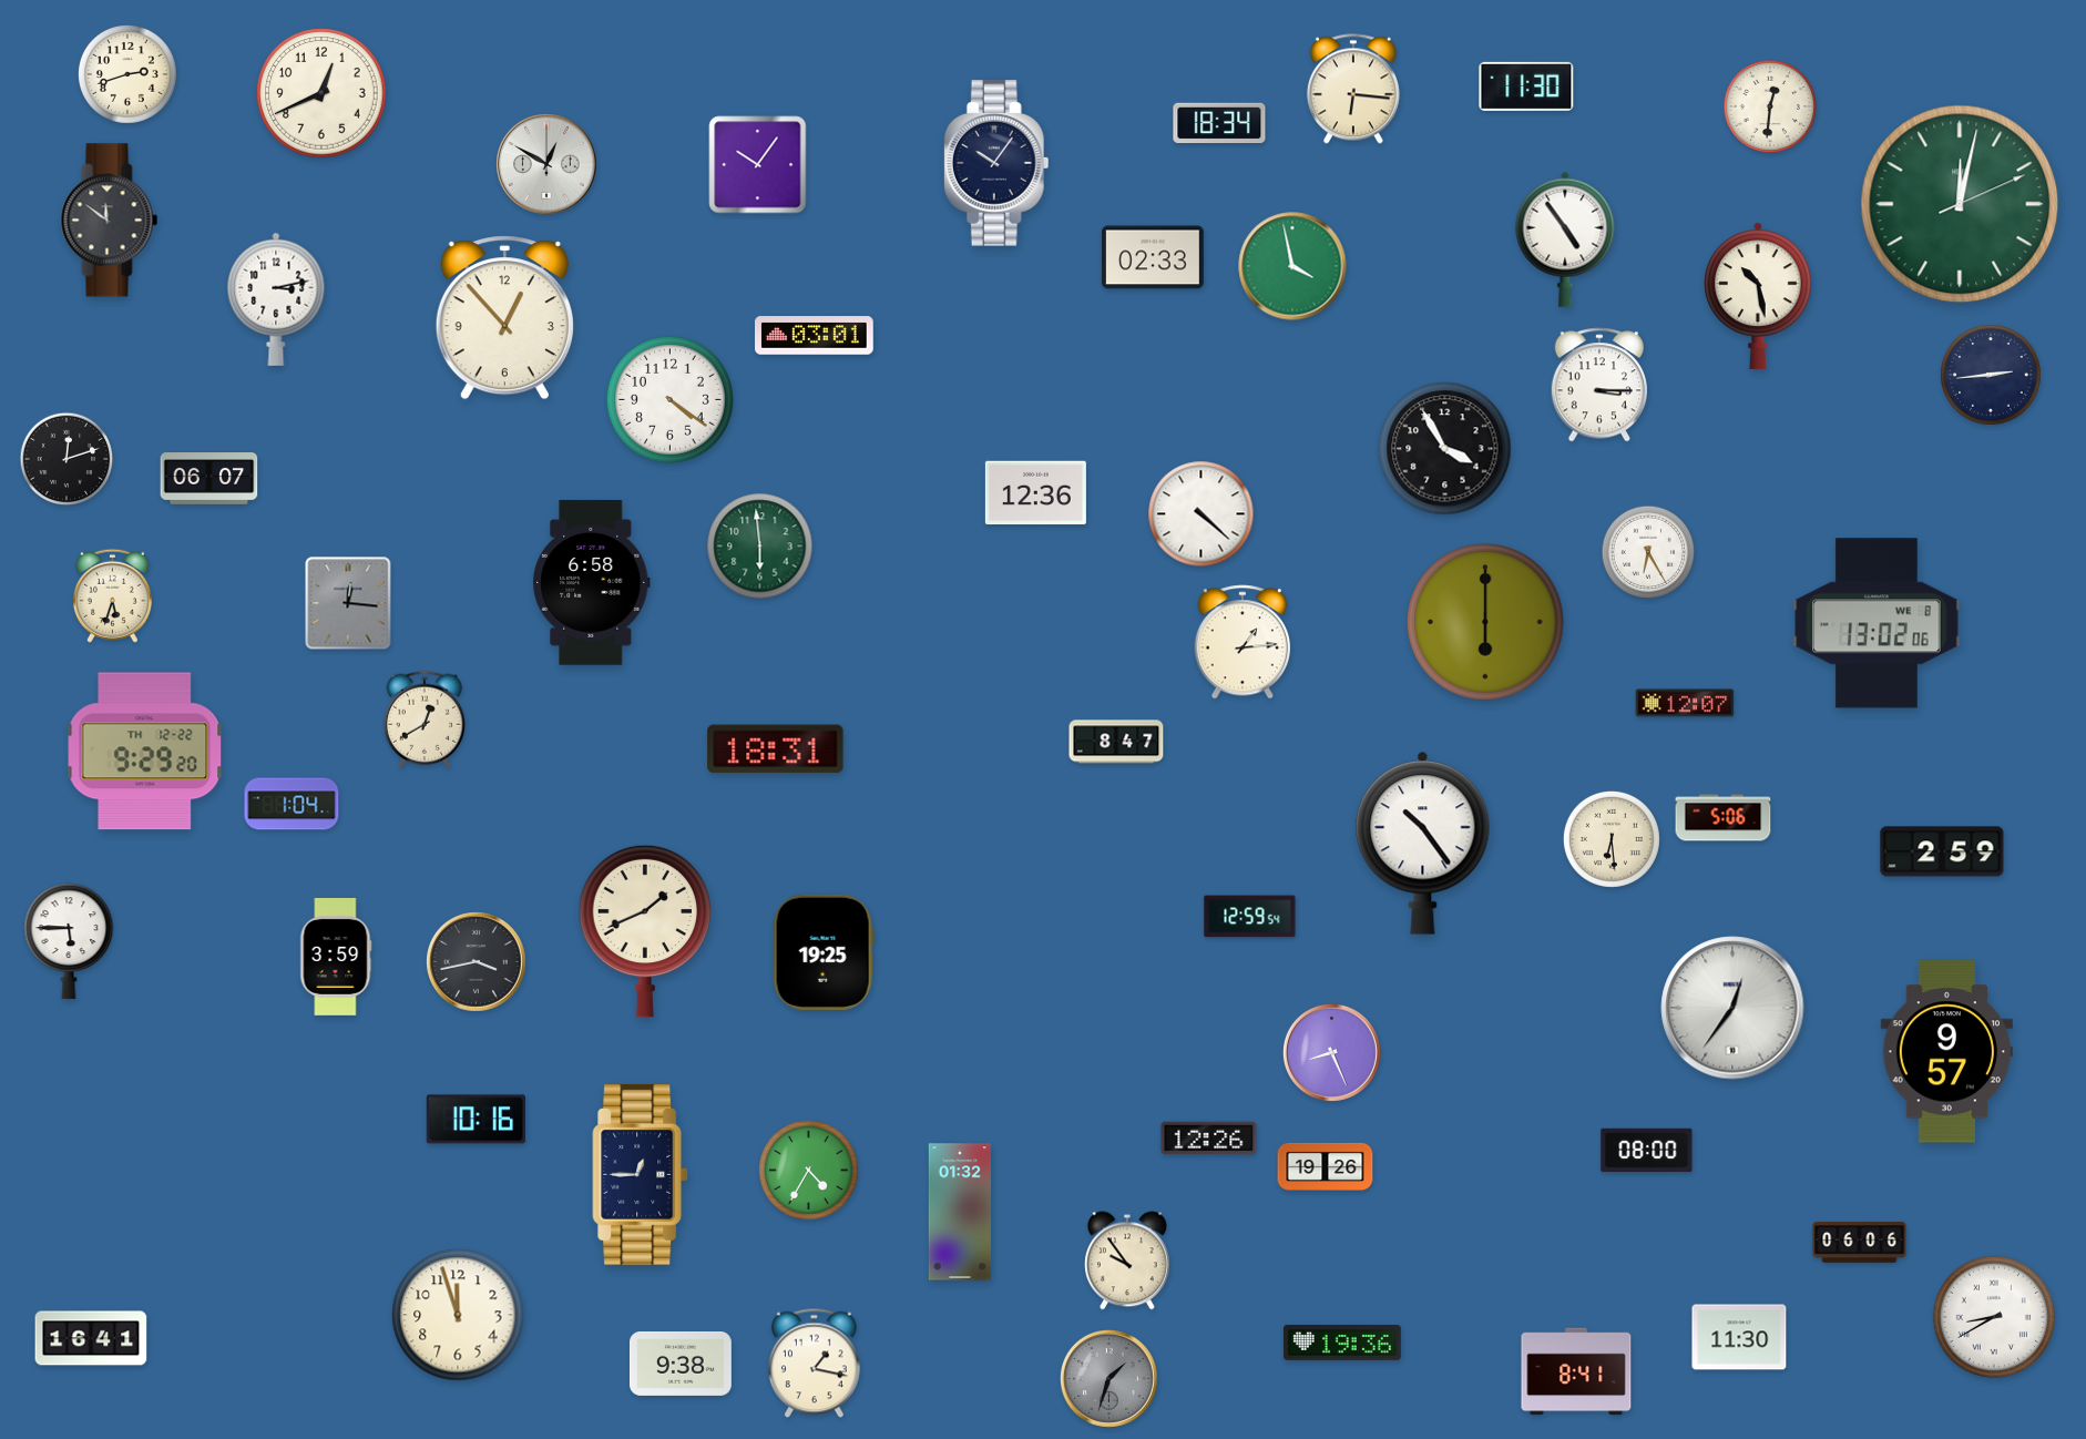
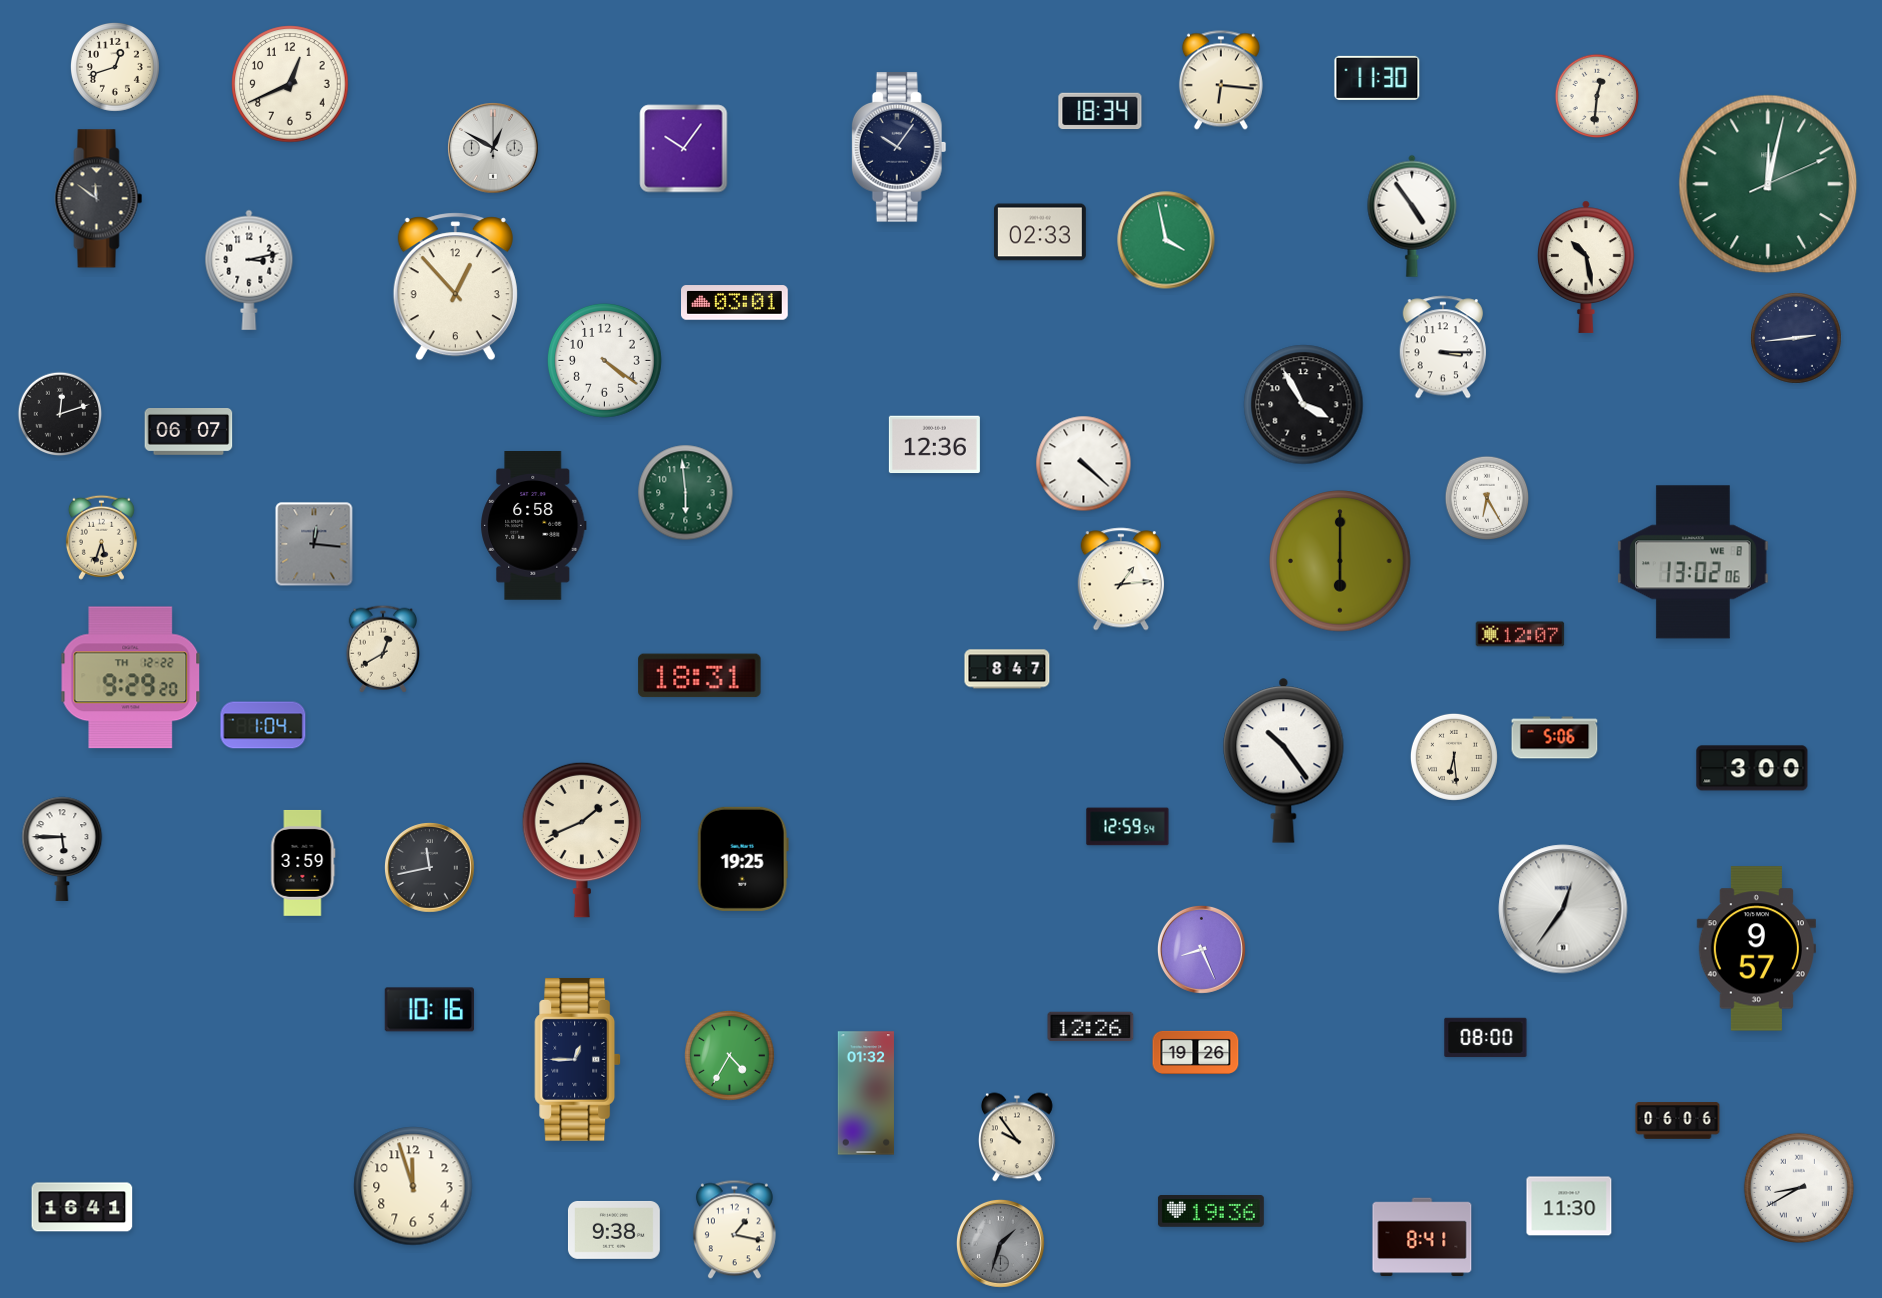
clock at (127, 74): 2:42 -> 12:42
clock at (1942, 851): 2:59 -> 3:00
clock at (477, 962): 3:43 -> 11:43
